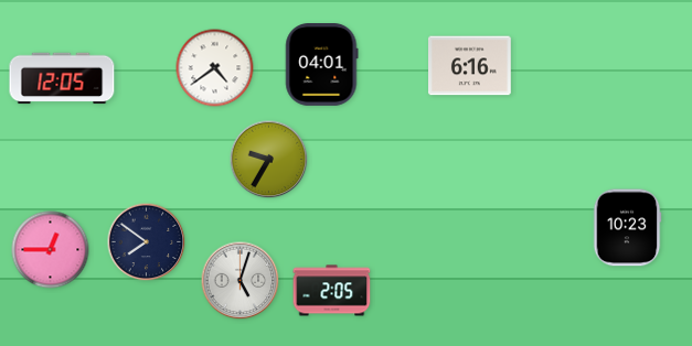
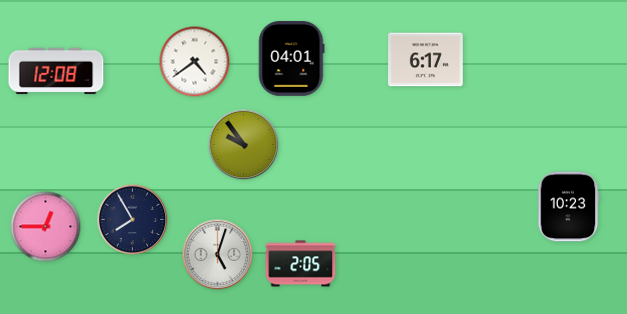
clock at (470, 66): 6:16 -> 6:17
clock at (62, 78): 12:05 -> 12:08
clock at (269, 160): 9:35 -> 9:54
clock at (147, 242): 7:51 -> 7:55
